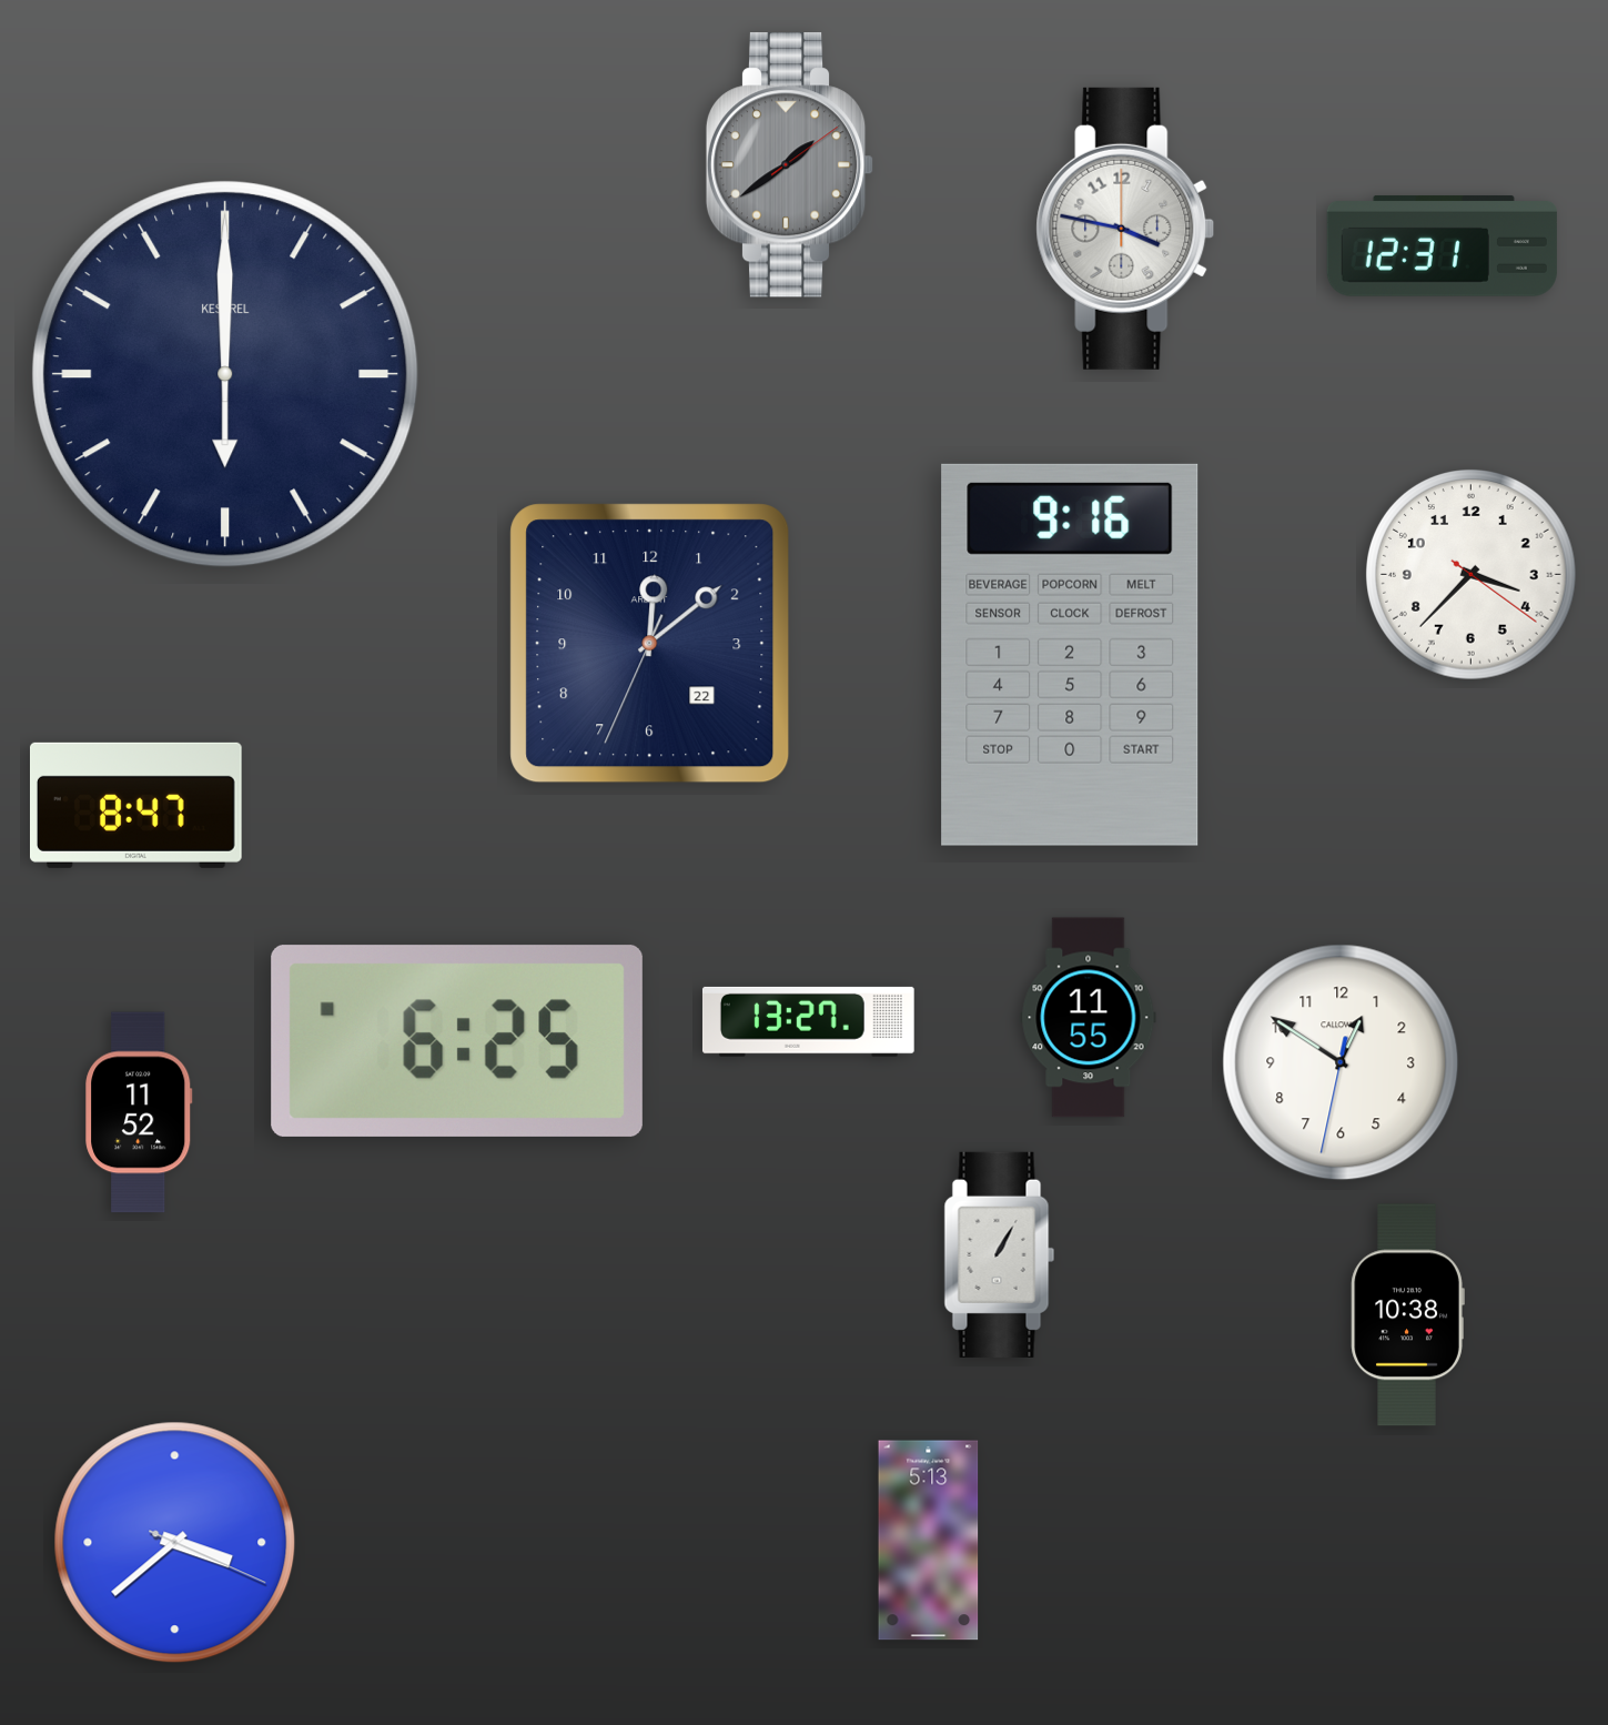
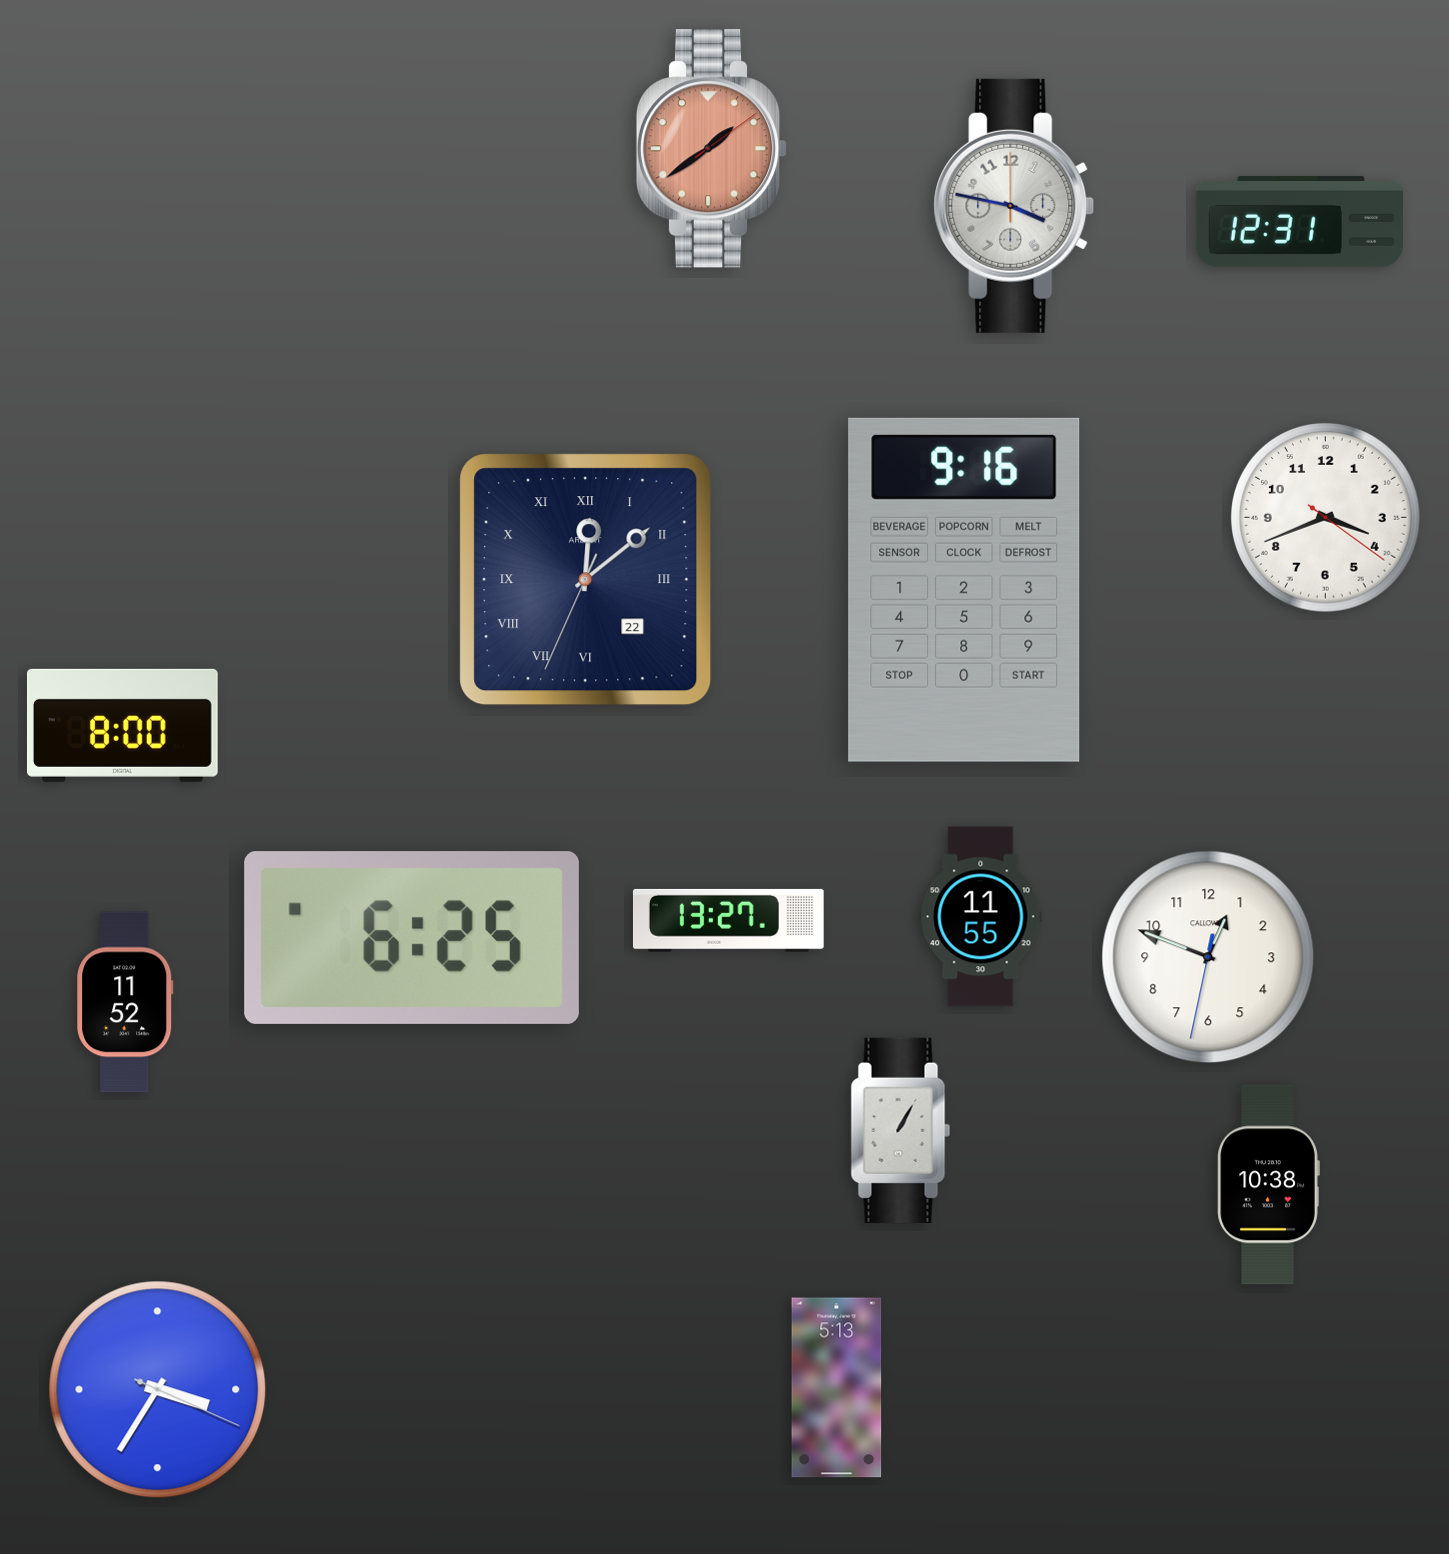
clock at (790, 165) dial: grey -> salmon
clock at (225, 374): 6:00 -> none
clock at (1472, 575): 3:37 -> 3:41
clock at (650, 644) numerals: Arabic -> Roman
clock at (135, 805): 8:47 -> 8:00
clock at (1341, 1062): 12:50 -> 12:48
clock at (175, 1543): 3:38 -> 3:35
